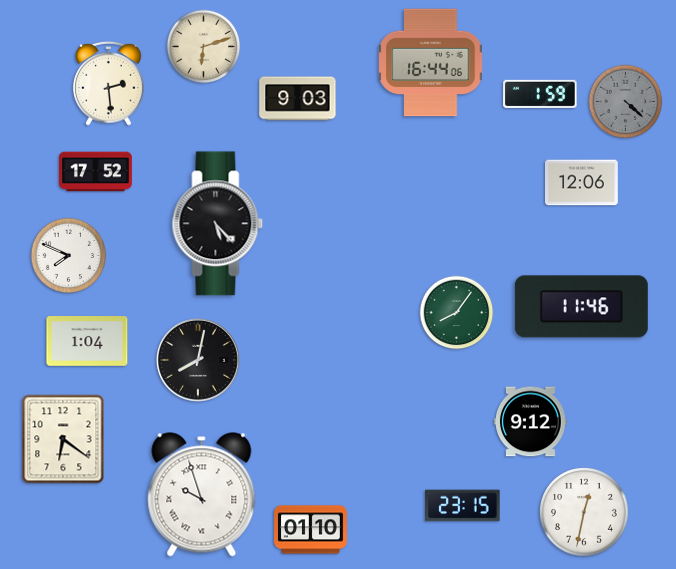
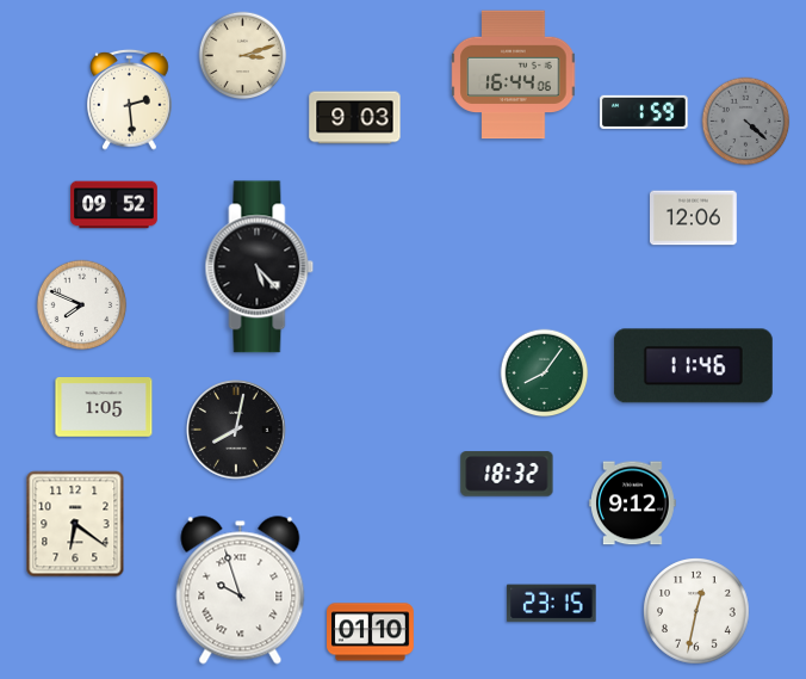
clock at (204, 47): 6:12 -> 3:12
clock at (96, 172): 17:52 -> 09:52
clock at (87, 342): 1:04 -> 1:05
clock at (507, 474): none -> 18:32
